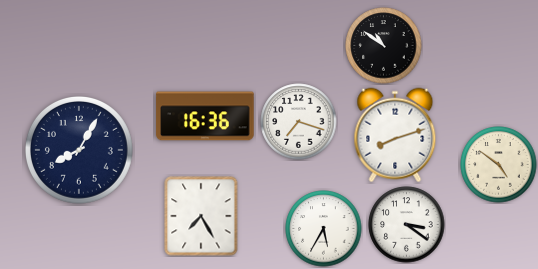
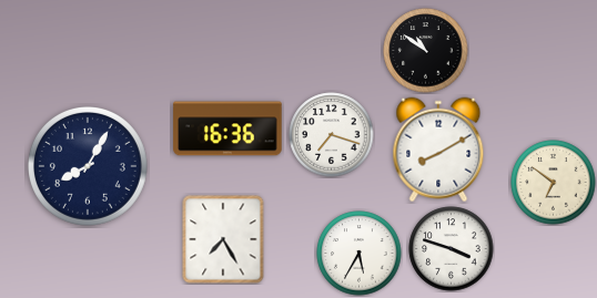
clock at (395, 135): 8:12 -> 8:10
clock at (499, 165): 4:51 -> 6:51
clock at (407, 225): 3:21 -> 3:48
